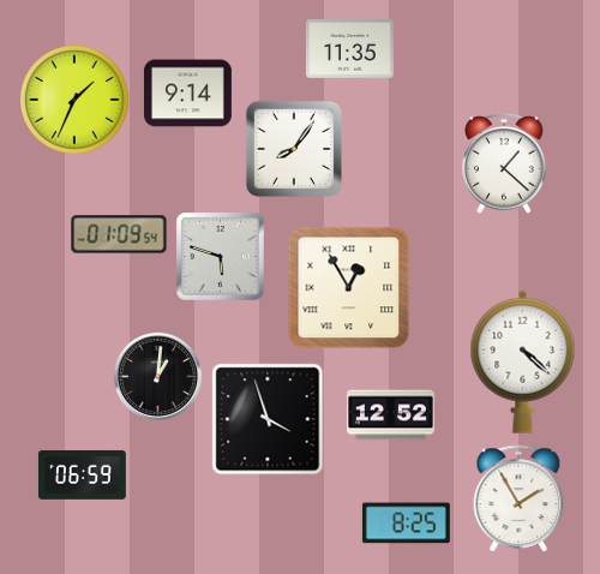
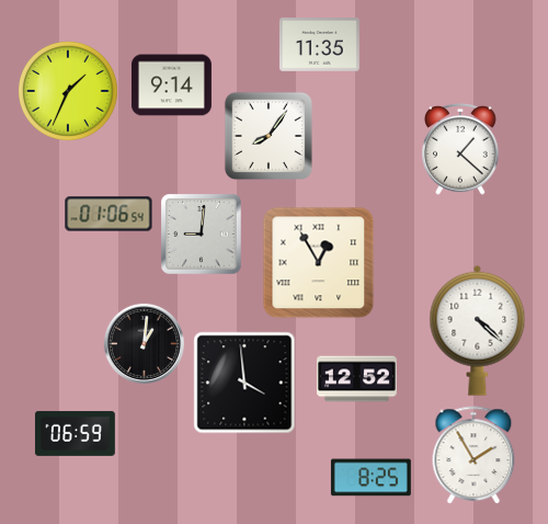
clock at (119, 234): 01:09 -> 01:06
clock at (221, 257): 5:48 -> 9:01
clock at (268, 419): 3:57 -> 3:59
